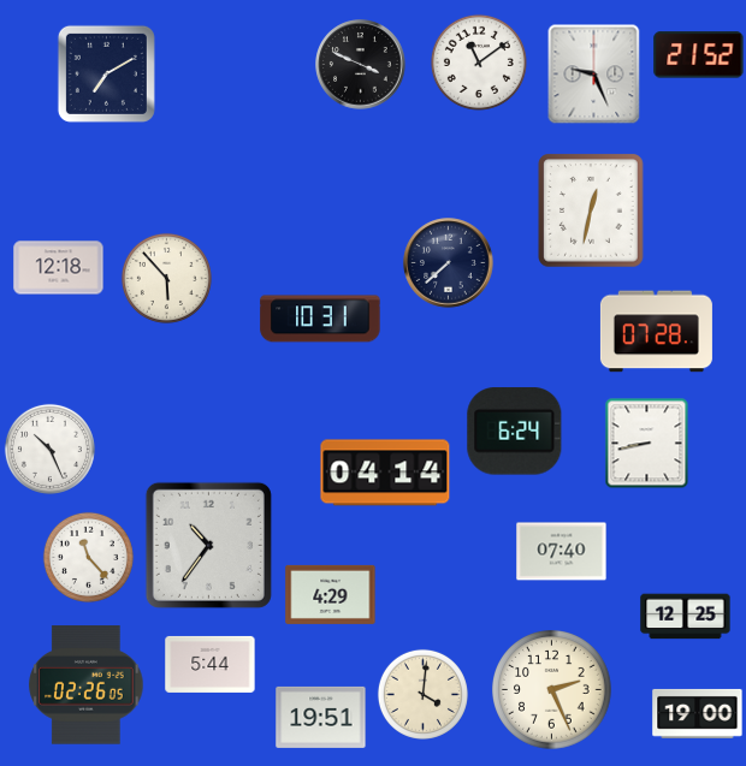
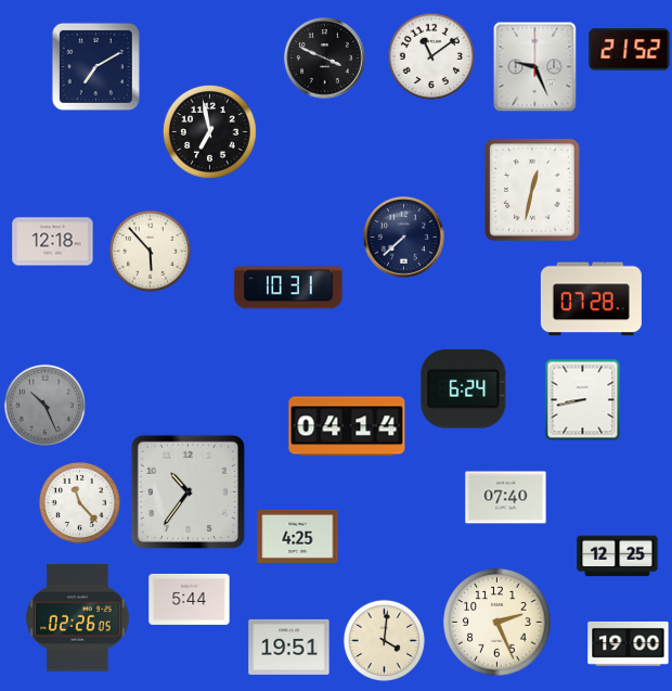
clock at (209, 131): none -> 6:58
clock at (49, 449) dial: white -> grey
clock at (331, 594): 4:29 -> 4:25
clock at (422, 694) position: (422, 694) -> (384, 640)
